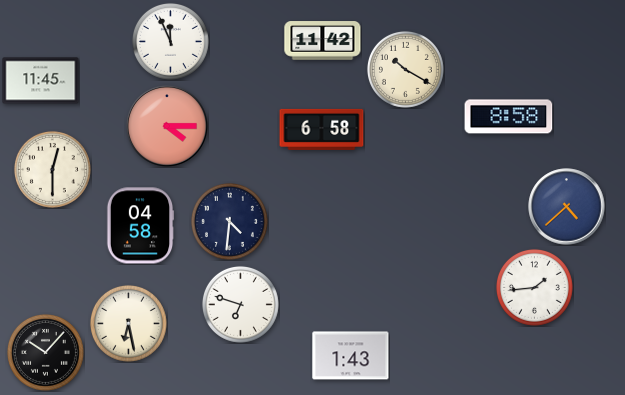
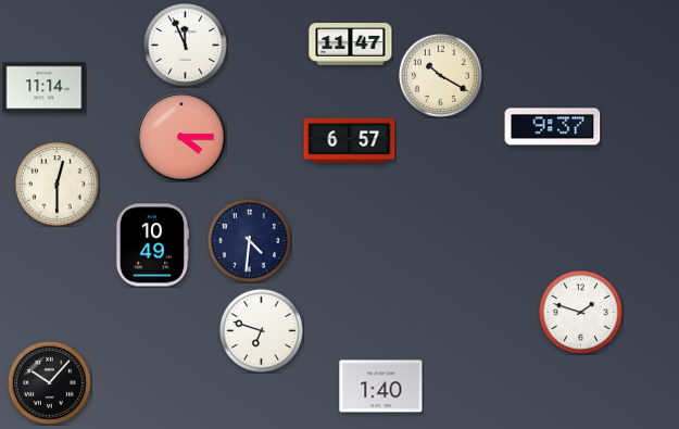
clock at (323, 41): 11:42 -> 11:47
clock at (41, 81): 11:45 -> 11:14
clock at (509, 117): 8:58 -> 9:37
clock at (322, 129): 6:58 -> 6:57
clock at (567, 207): 4:38 -> none
clock at (140, 226): 04:58 -> 10:49
clock at (534, 287): 1:44 -> 1:48
clock at (128, 323): 6:28 -> none
clock at (351, 356): 1:43 -> 1:40
